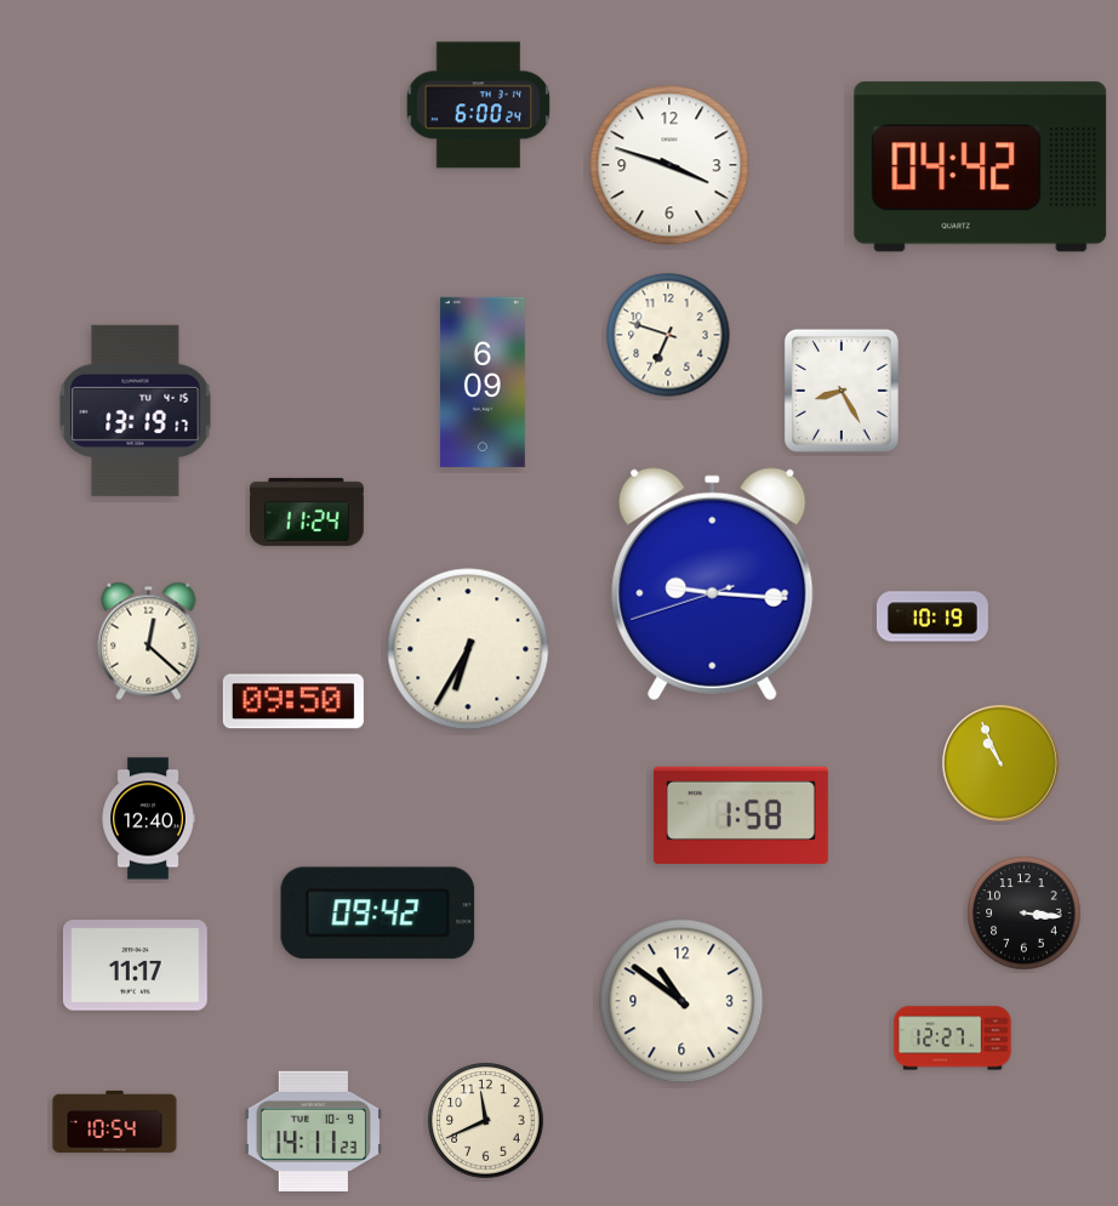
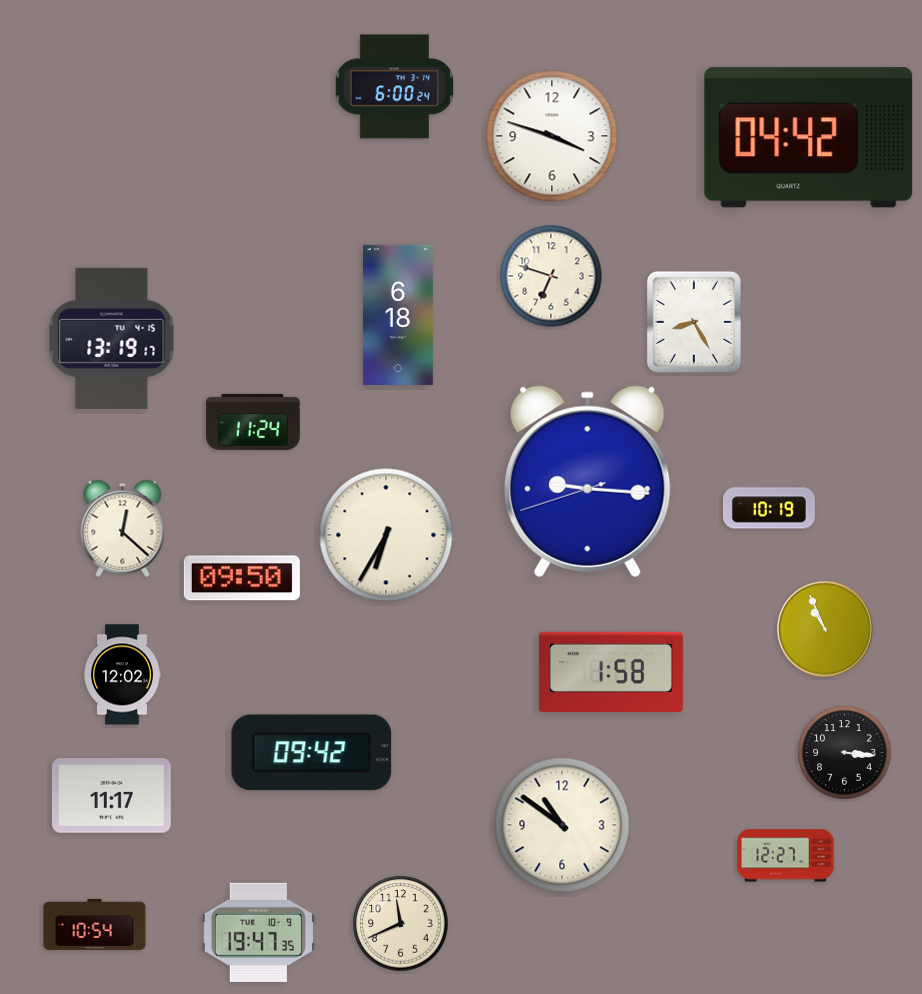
clock at (483, 382): 6:09 -> 6:18
clock at (148, 819): 12:40 -> 12:02
clock at (313, 1131): 14:11 -> 19:47
